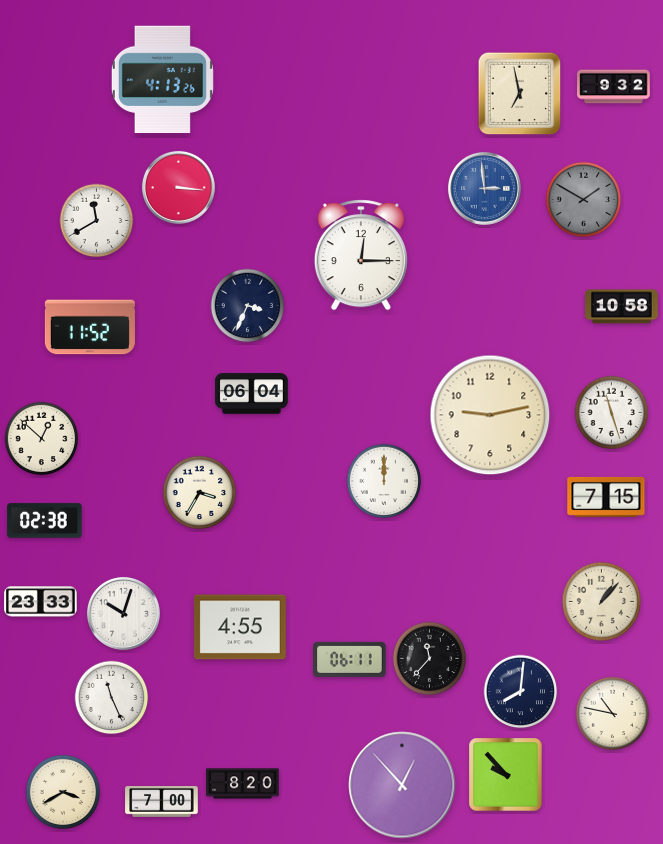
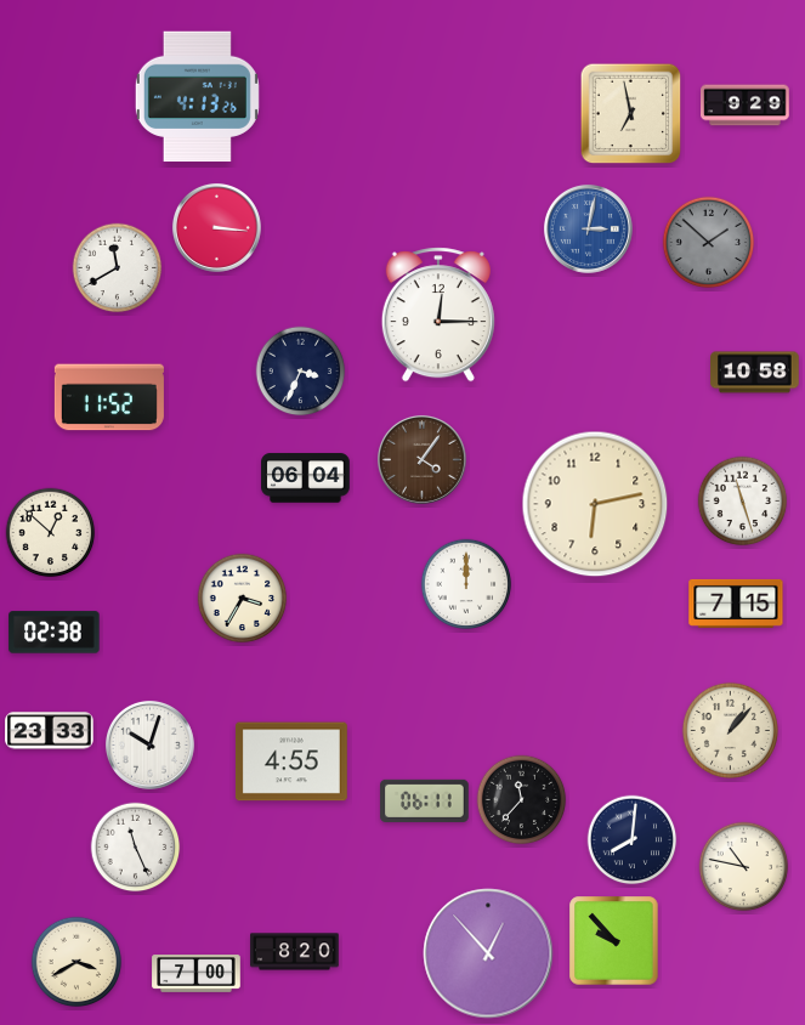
clock at (614, 87): 9:32 -> 9:29
clock at (484, 188): 2:59 -> 3:02
clock at (584, 200): 1:50 -> 1:52
clock at (361, 255) position: (361, 255) -> (438, 315)
clock at (421, 459): none -> 4:06
clock at (490, 415): 9:13 -> 6:13
